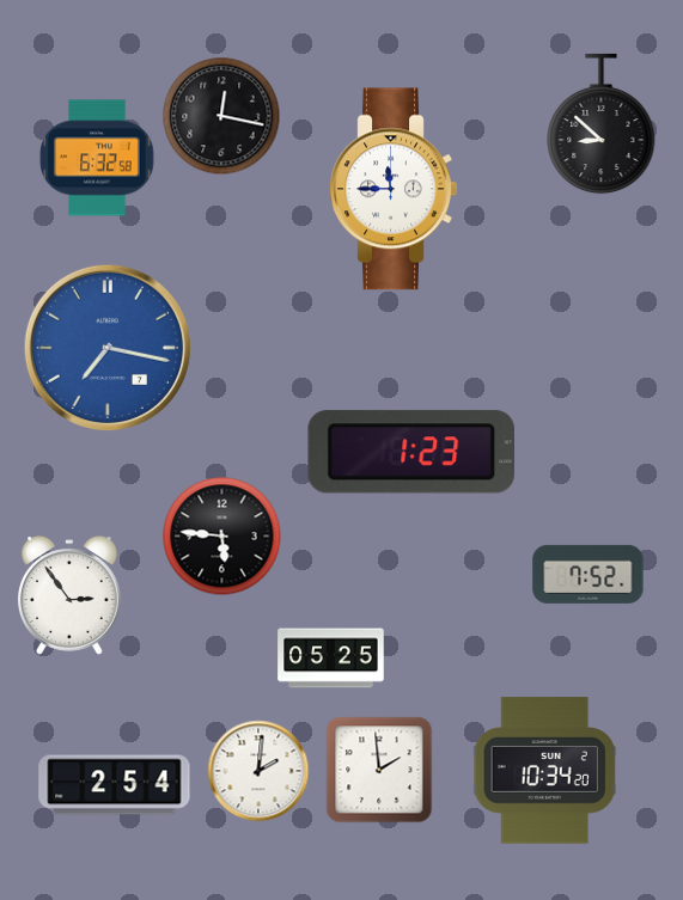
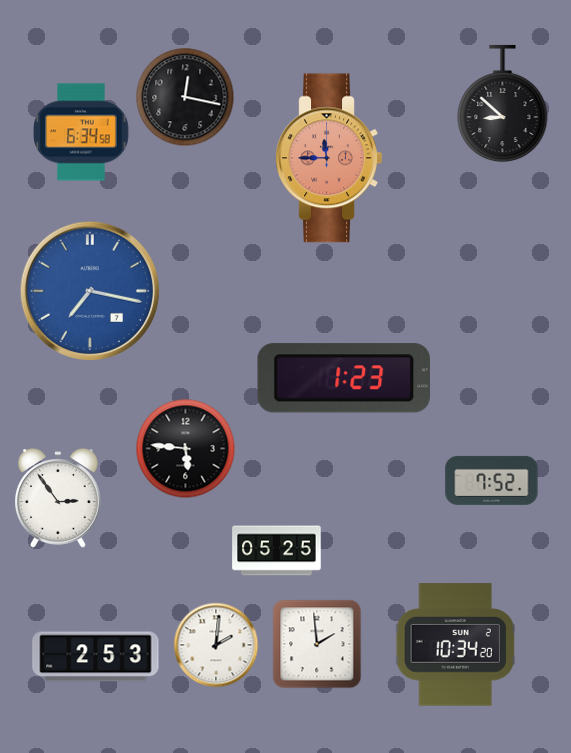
clock at (97, 158): 6:32 -> 6:34
clock at (394, 189) dial: white -> salmon
clock at (115, 785): 2:54 -> 2:53
